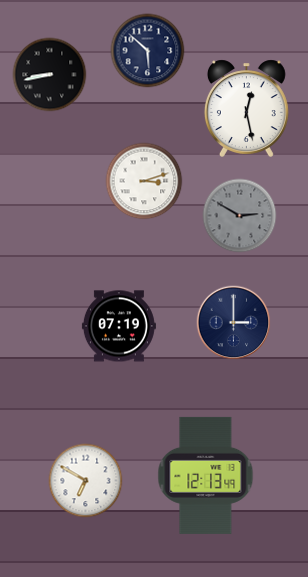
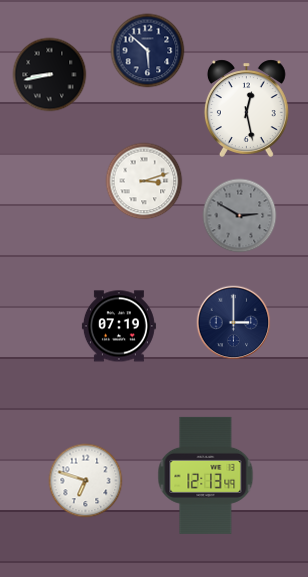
clock at (86, 481): 6:50 -> 6:48
